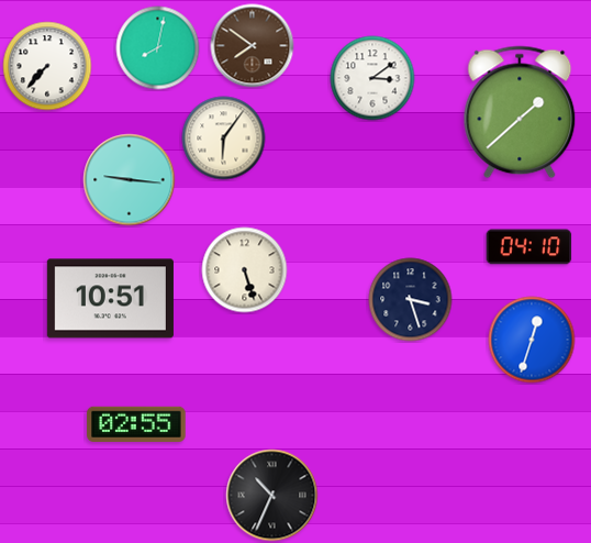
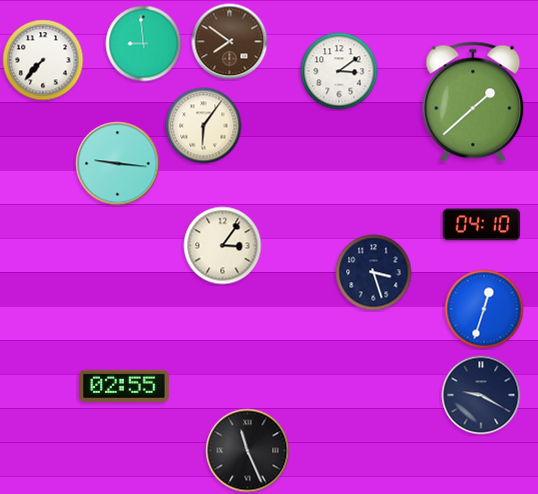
clock at (158, 48): 8:02 -> 8:59
clock at (245, 270): 5:27 -> 3:06
clock at (110, 299): 10:51 -> none
clock at (481, 395): none -> 9:20
clock at (272, 496): 10:34 -> 11:26
